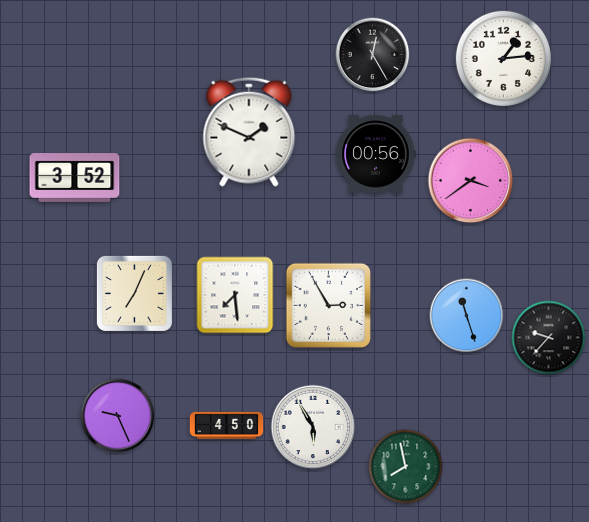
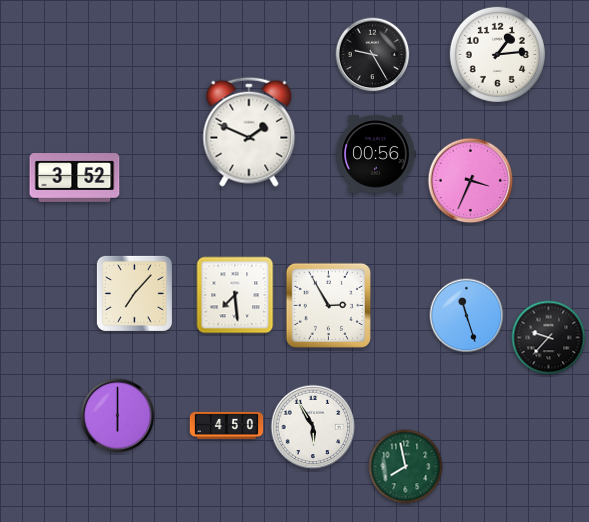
clock at (373, 55): 12:25 -> 9:25
clock at (503, 58) position: (503, 58) -> (497, 54)
clock at (471, 181): 3:39 -> 3:34
clock at (134, 293): 7:04 -> 7:07
clock at (118, 416): 9:26 -> 6:00
